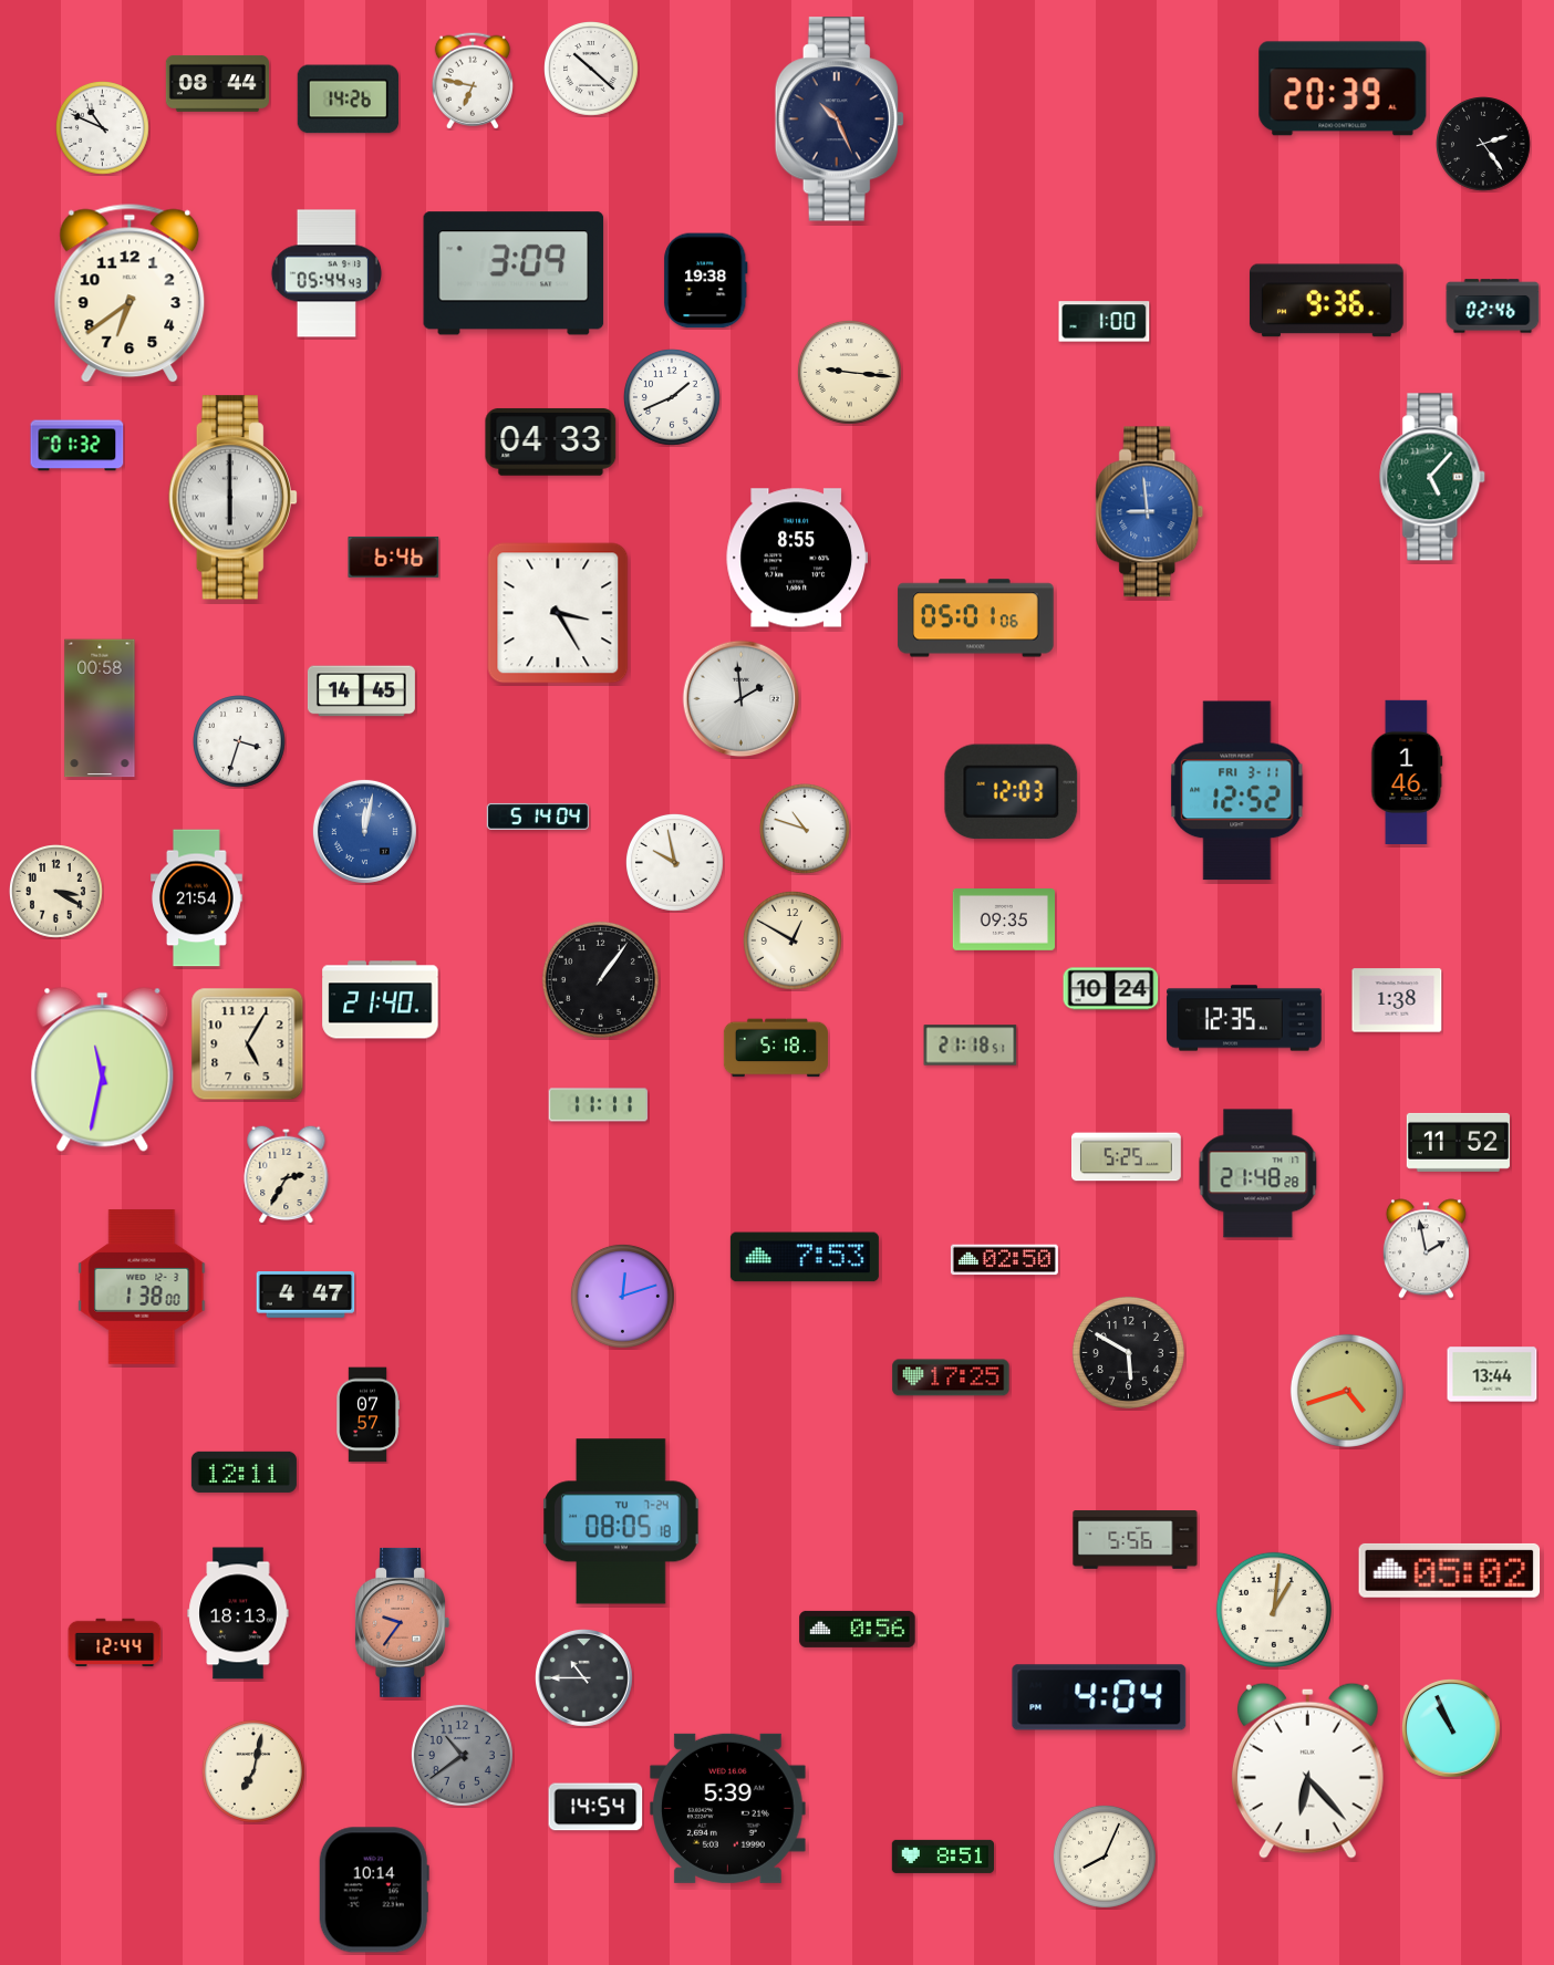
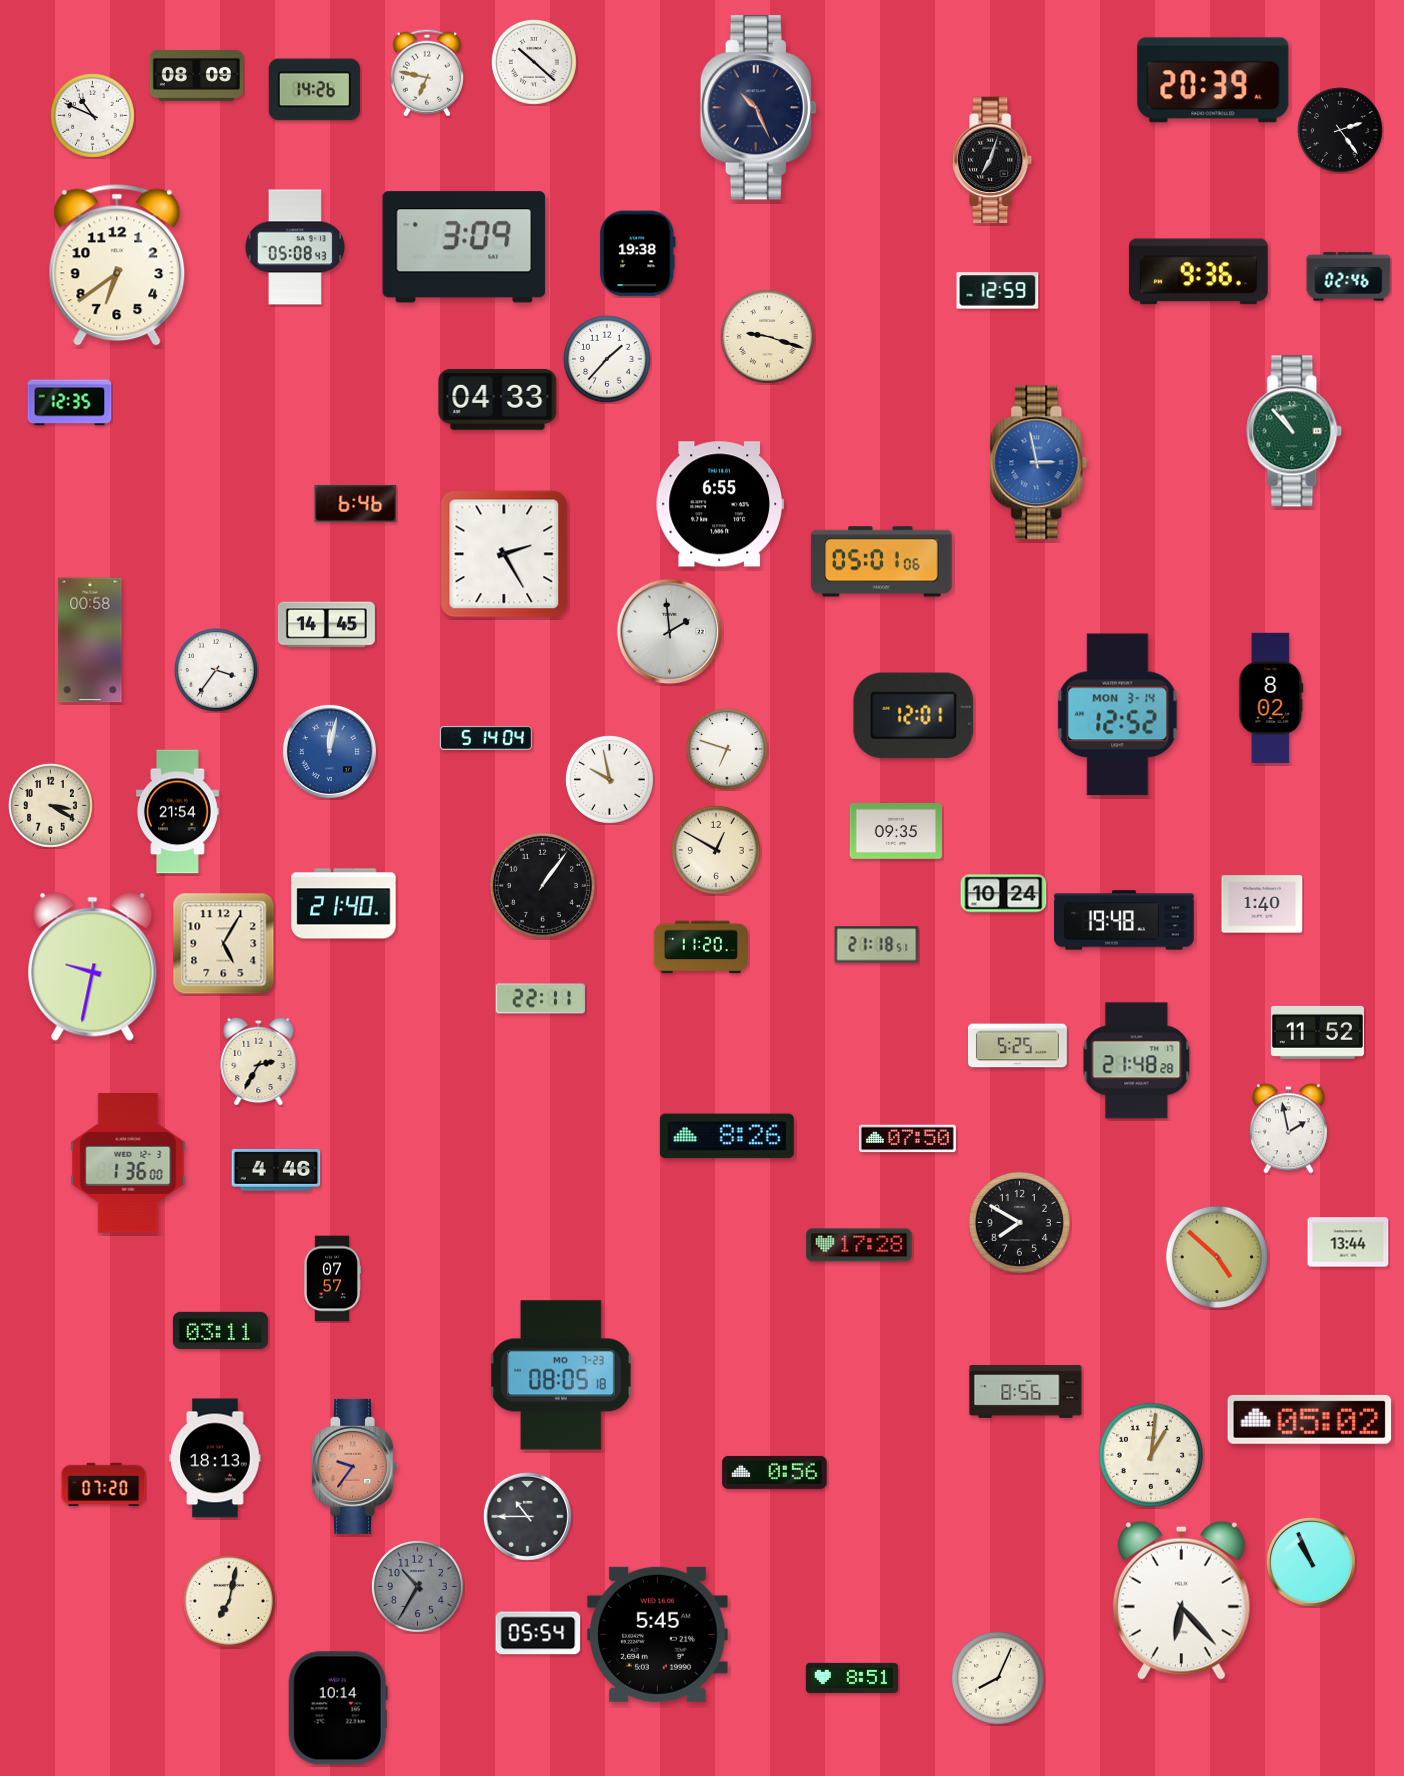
clock at (217, 83): 08:44 -> 08:09
clock at (993, 160): none -> 7:03
clock at (327, 273): 05:44 -> 05:08
clock at (1105, 322): 1:00 -> 12:59
clock at (849, 372): 9:16 -> 9:18
clock at (672, 397): 1:41 -> 1:37
clock at (77, 446): 01:32 -> 12:35
clock at (1433, 477): 5:07 -> 10:53
clock at (232, 498): 6:00 -> none
clock at (1150, 512): 8:59 -> 2:58
clock at (796, 558): 8:55 -> 6:55
clock at (558, 613): 3:25 -> 2:25
clock at (976, 618) position: (976, 618) -> (882, 562)
clock at (240, 742): 3:33 -> 3:36
clock at (1407, 771): 1:46 -> 8:02
clock at (1237, 791) date: FRI 3-11 -> MON 3-14
clock at (1012, 792): 12:03 -> 12:01
clock at (806, 830): 10:48 -> 6:48
clock at (1003, 921) position: (1003, 921) -> (895, 832)
clock at (1397, 1000): 1:38 -> 1:40
clock at (1244, 1018): 12:35 -> 19:48
clock at (776, 1048): 5:18 -> 11:20
clock at (103, 1069): 11:32 -> 9:32
clock at (599, 1105): 11:11 -> 22:11
clock at (805, 1257): 7:53 -> 8:26
clock at (1004, 1260): 02:50 -> 07:50
clock at (142, 1287): 1:38 -> 1:36
clock at (305, 1296): 4:47 -> 4:46
clock at (622, 1296): 12:12 -> none
clock at (1128, 1352): 5:50 -> 7:50
clock at (951, 1377): 17:25 -> 17:28
clock at (1347, 1391): 4:42 -> 4:52
clock at (244, 1472): 12:11 -> 03:11
clock at (621, 1521) date: TU 7-24 -> MO 7-23
clock at (1136, 1540): 5:56 -> 8:56
clock at (402, 1622) position: (402, 1622) -> (354, 1466)
clock at (115, 1643): 12:44 -> 07:20
clock at (1099, 1697): 4:04 -> none
clock at (462, 1755): 10:39 -> 10:35
clock at (595, 1807): 14:54 -> 05:54
clock at (728, 1808): 5:39 -> 5:45
